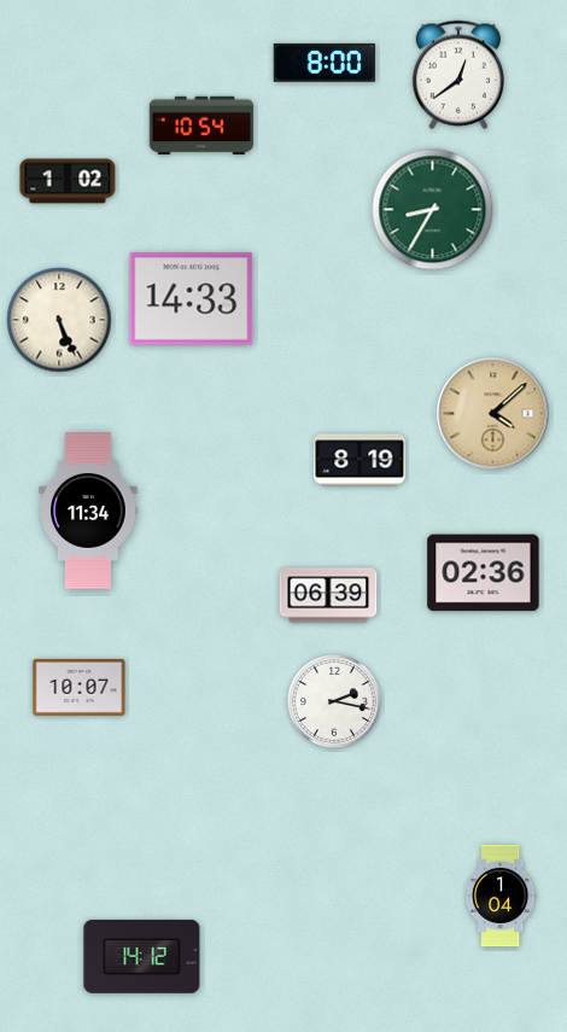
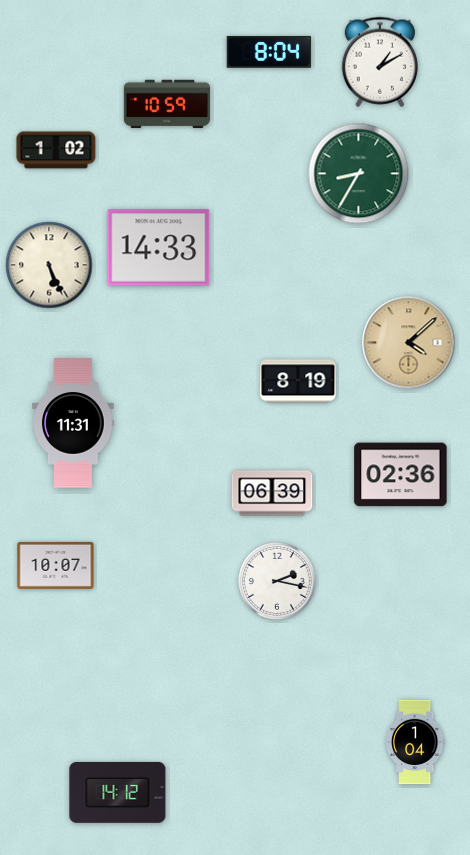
clock at (325, 63): 8:00 -> 8:04
clock at (457, 75): 12:39 -> 1:10
clock at (201, 126): 10:54 -> 10:59
clock at (88, 511): 11:34 -> 11:31
clock at (80, 687) position: (80, 687) -> (56, 565)
